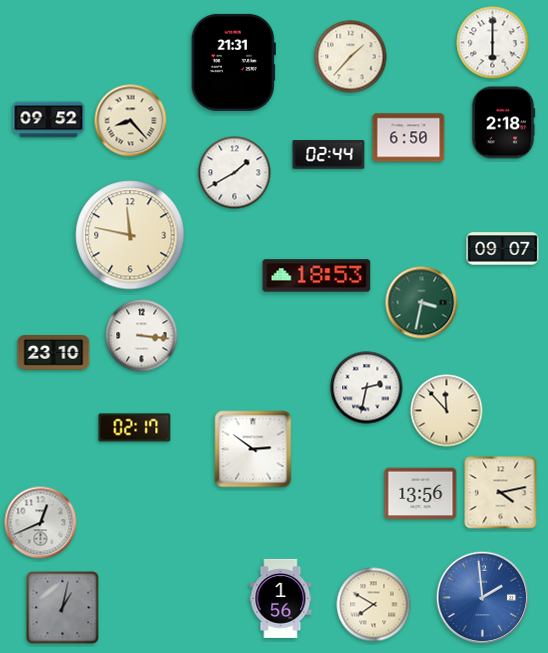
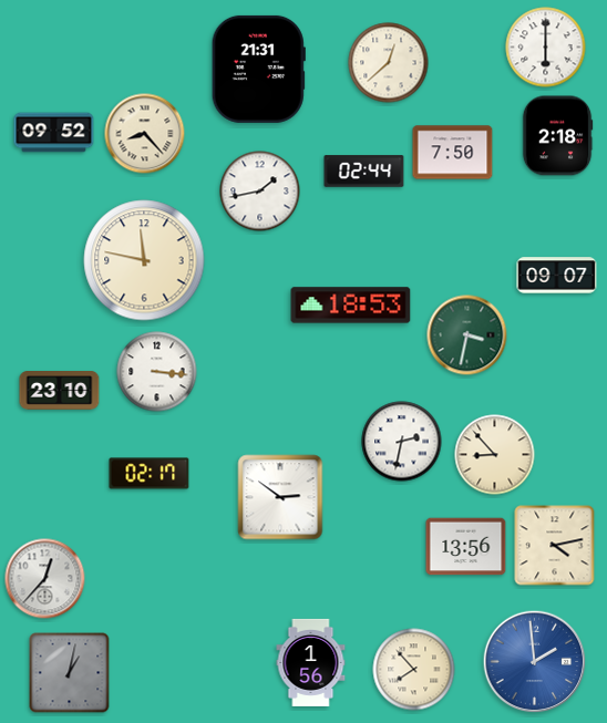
clock at (351, 57): 1:37 -> 12:38
clock at (409, 138): 6:50 -> 7:50
clock at (235, 173): 1:40 -> 1:43
clock at (367, 388) position: (367, 388) -> (402, 442)
clock at (447, 411): 11:53 -> 8:53
clock at (41, 523): 12:41 -> 12:37
clock at (374, 605): 7:50 -> 7:53
